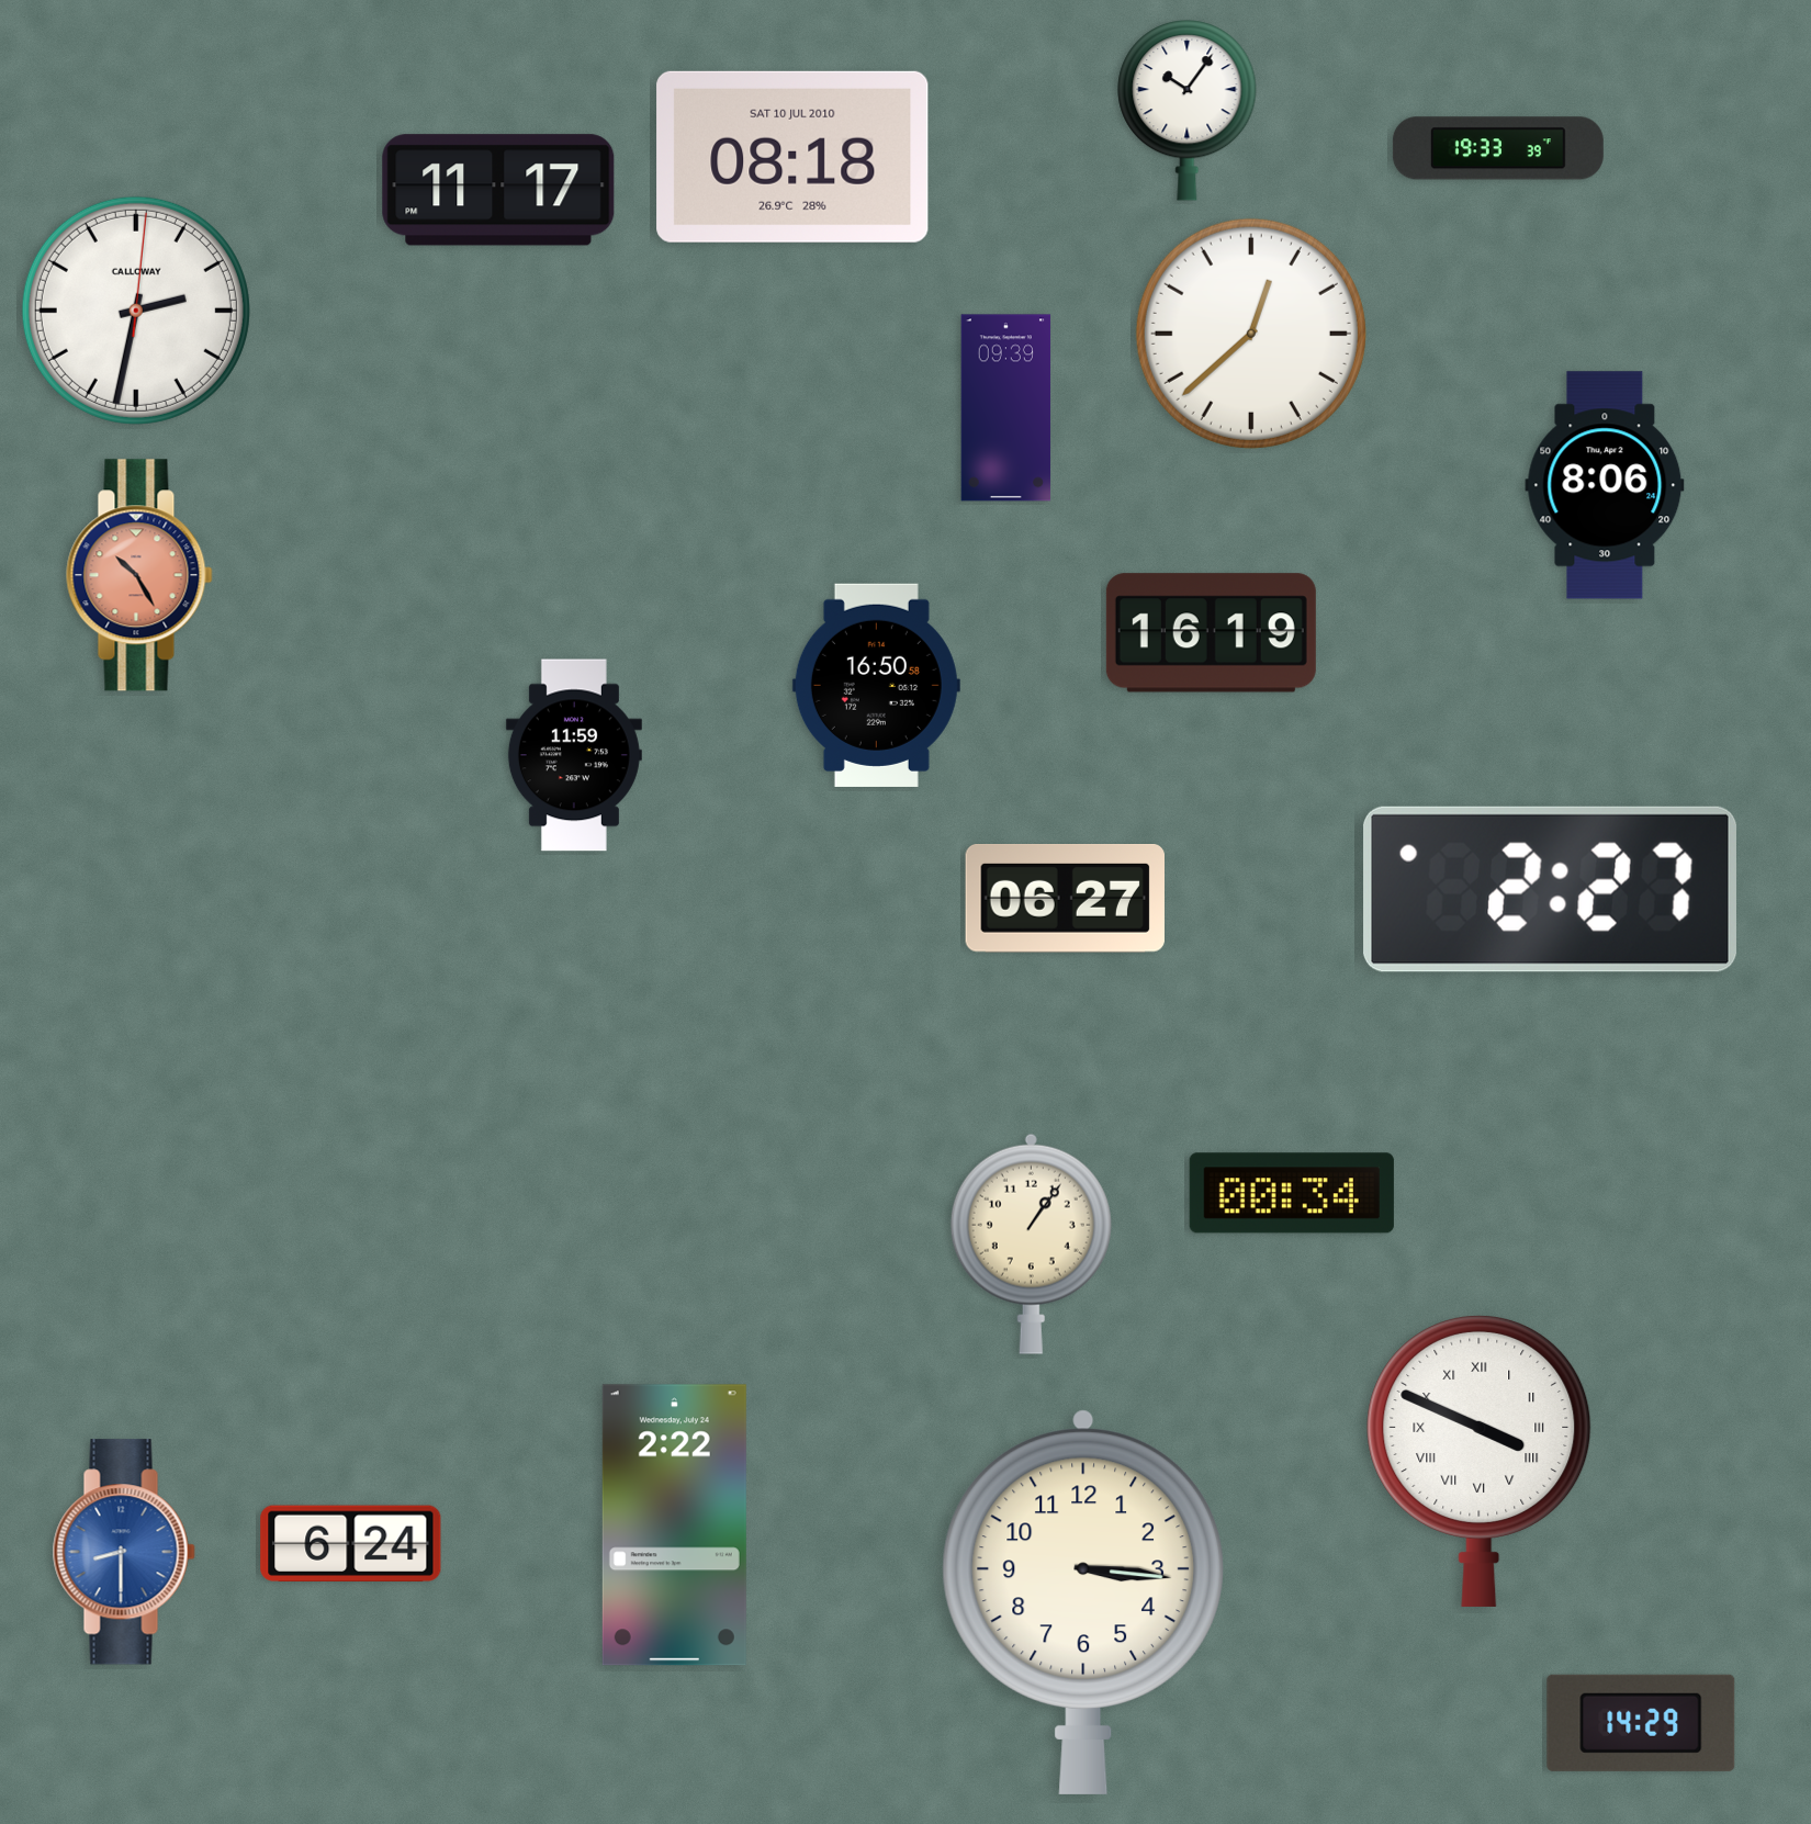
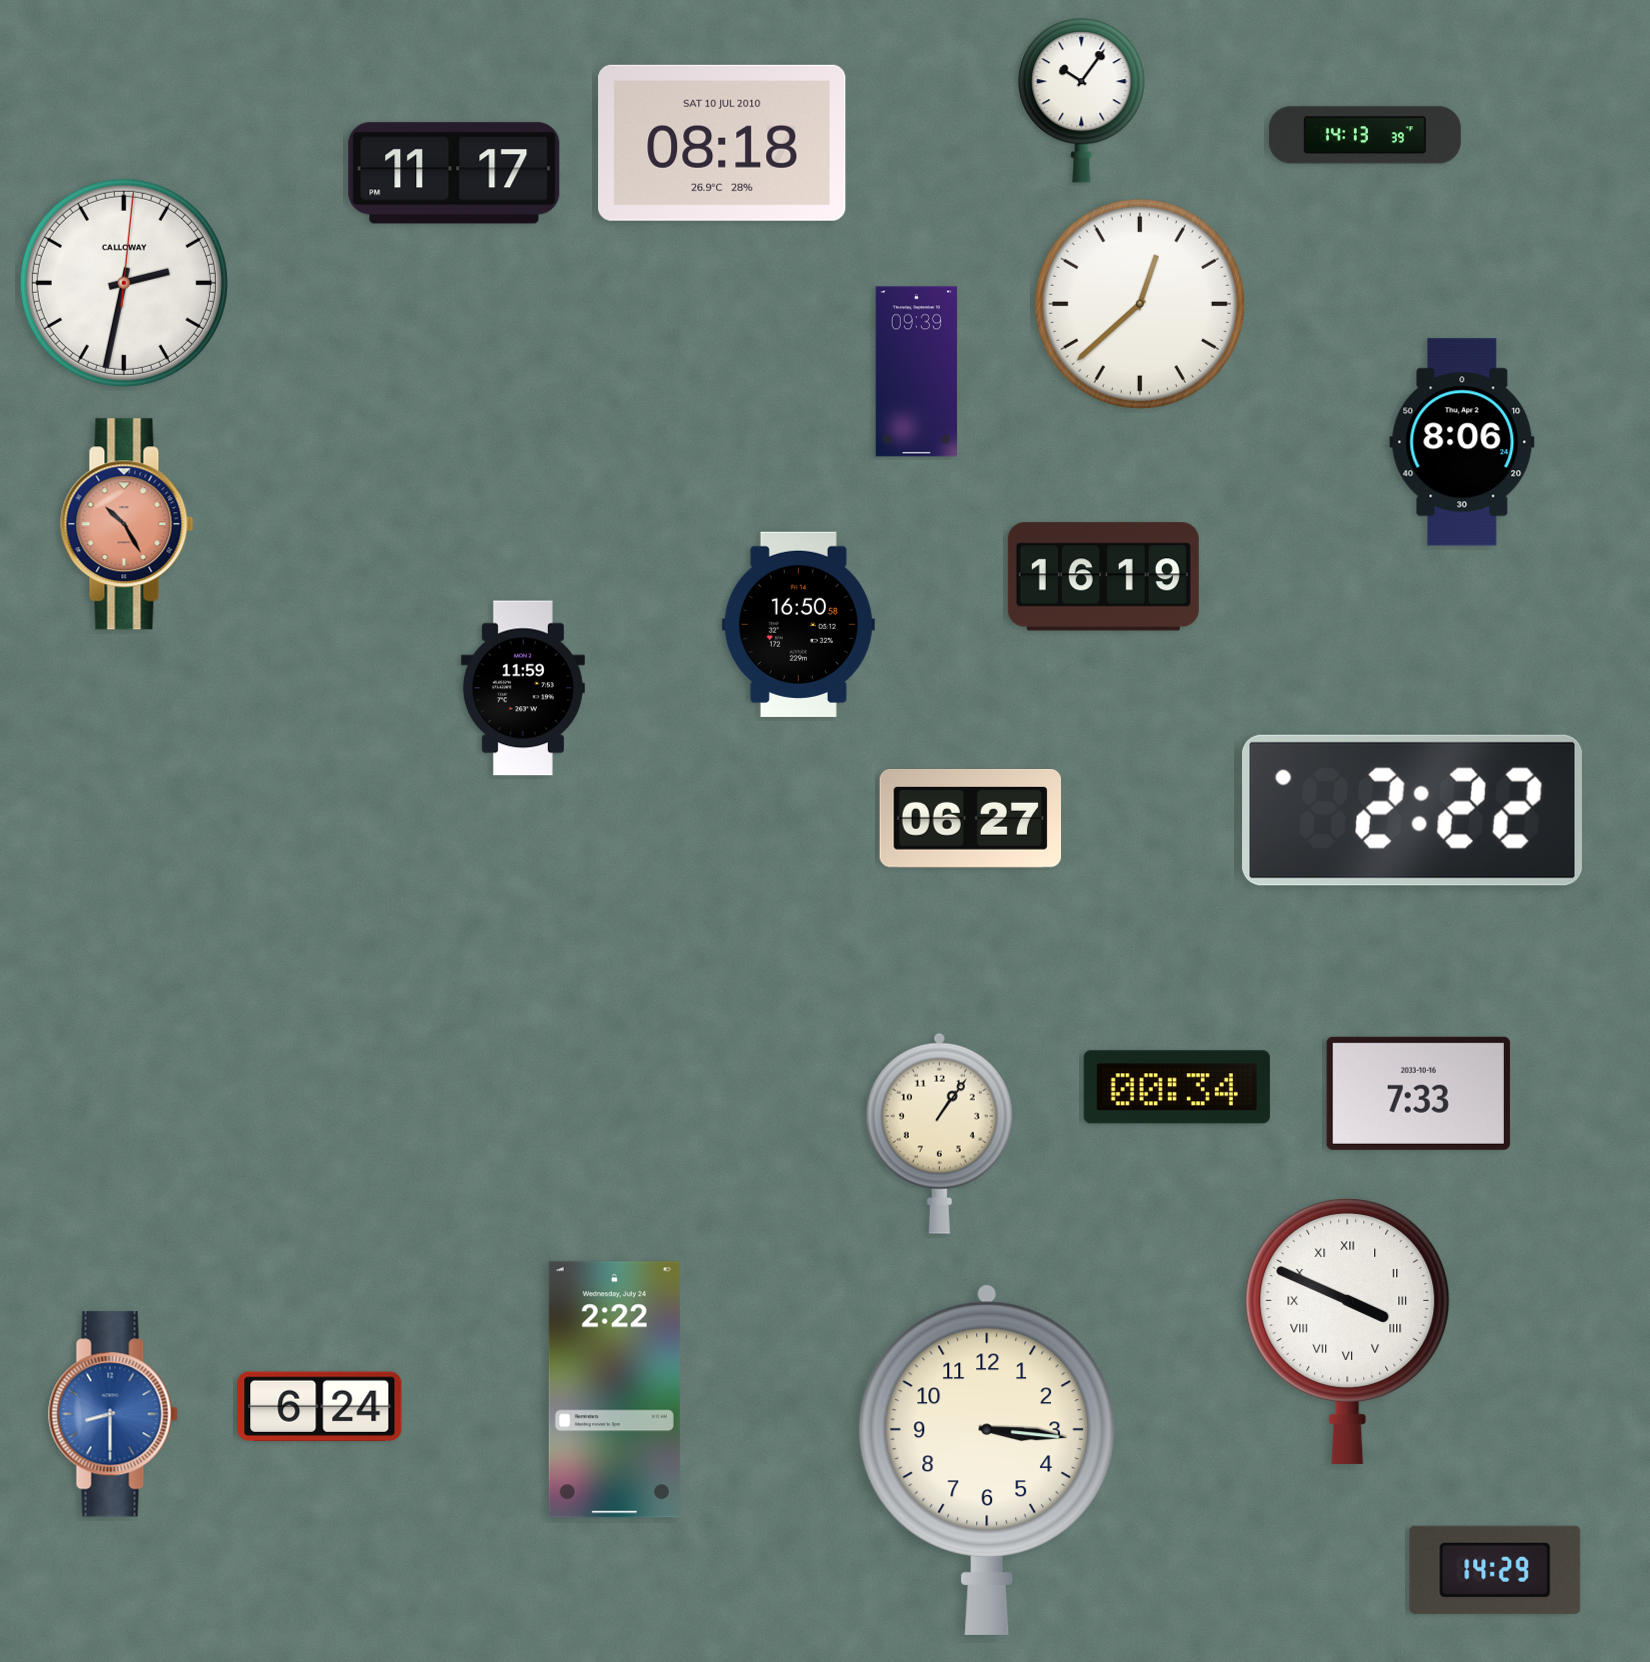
clock at (1498, 148): 19:33 -> 14:13
clock at (1550, 889): 2:27 -> 2:22
clock at (1418, 1093): none -> 7:33
